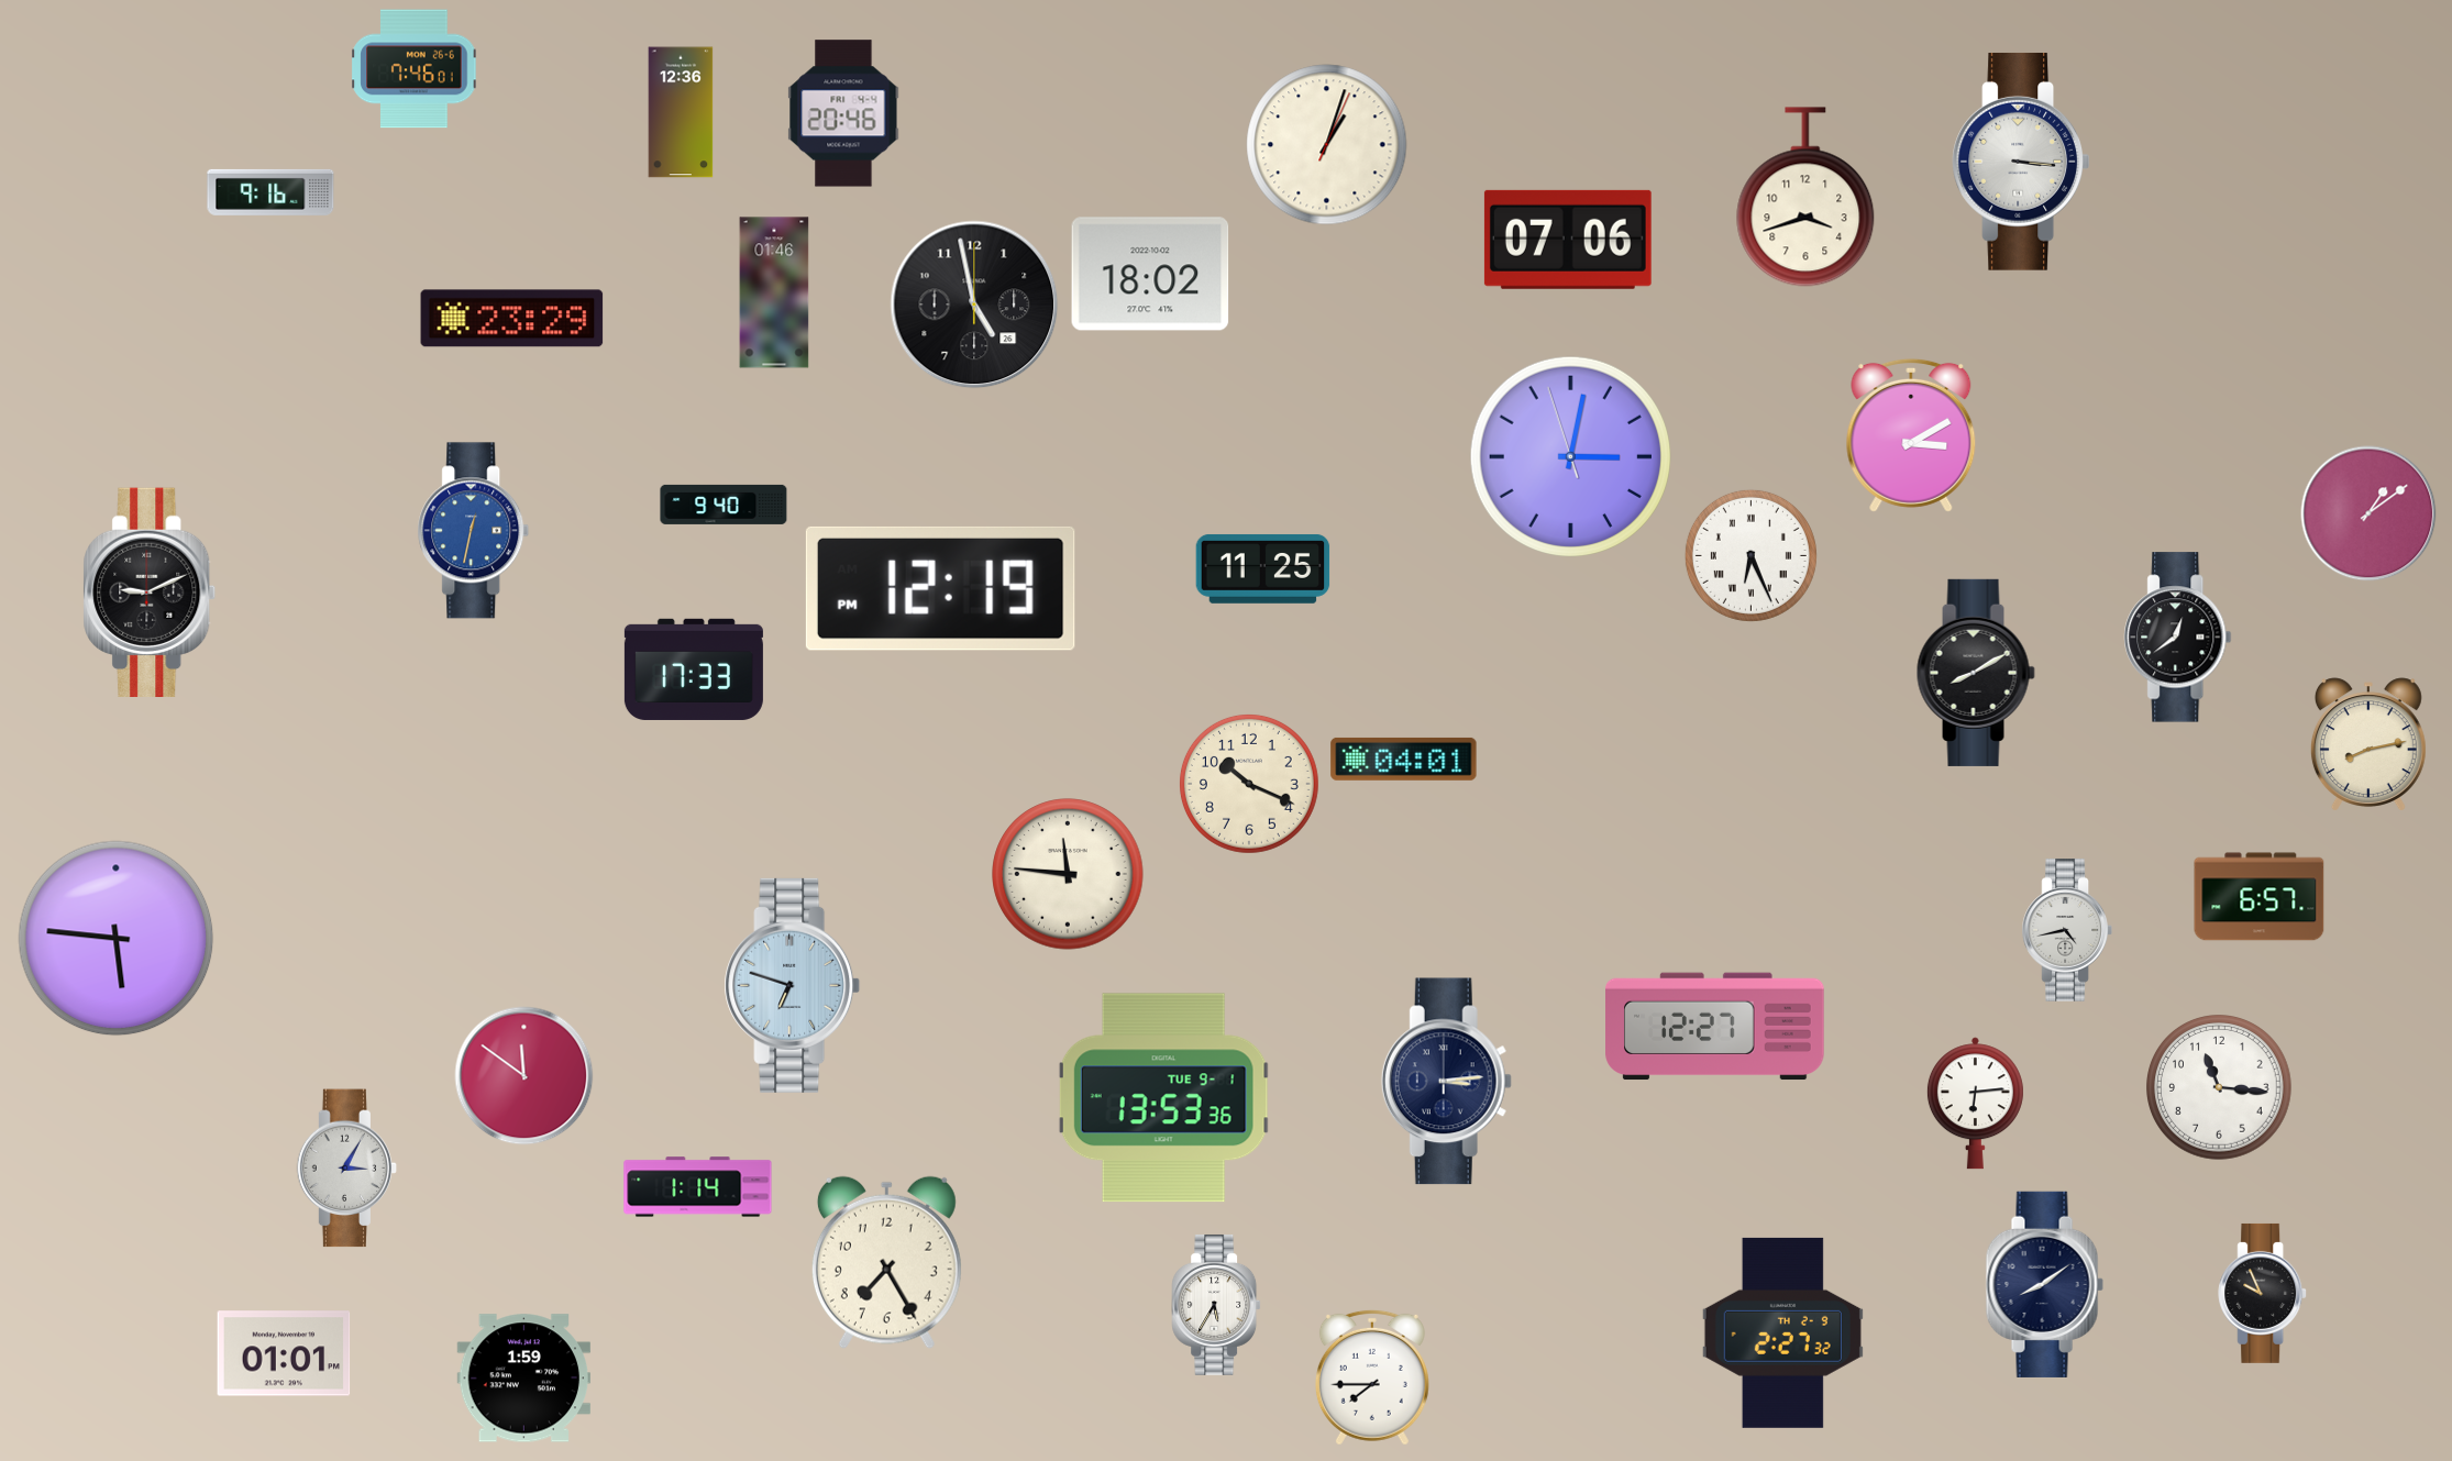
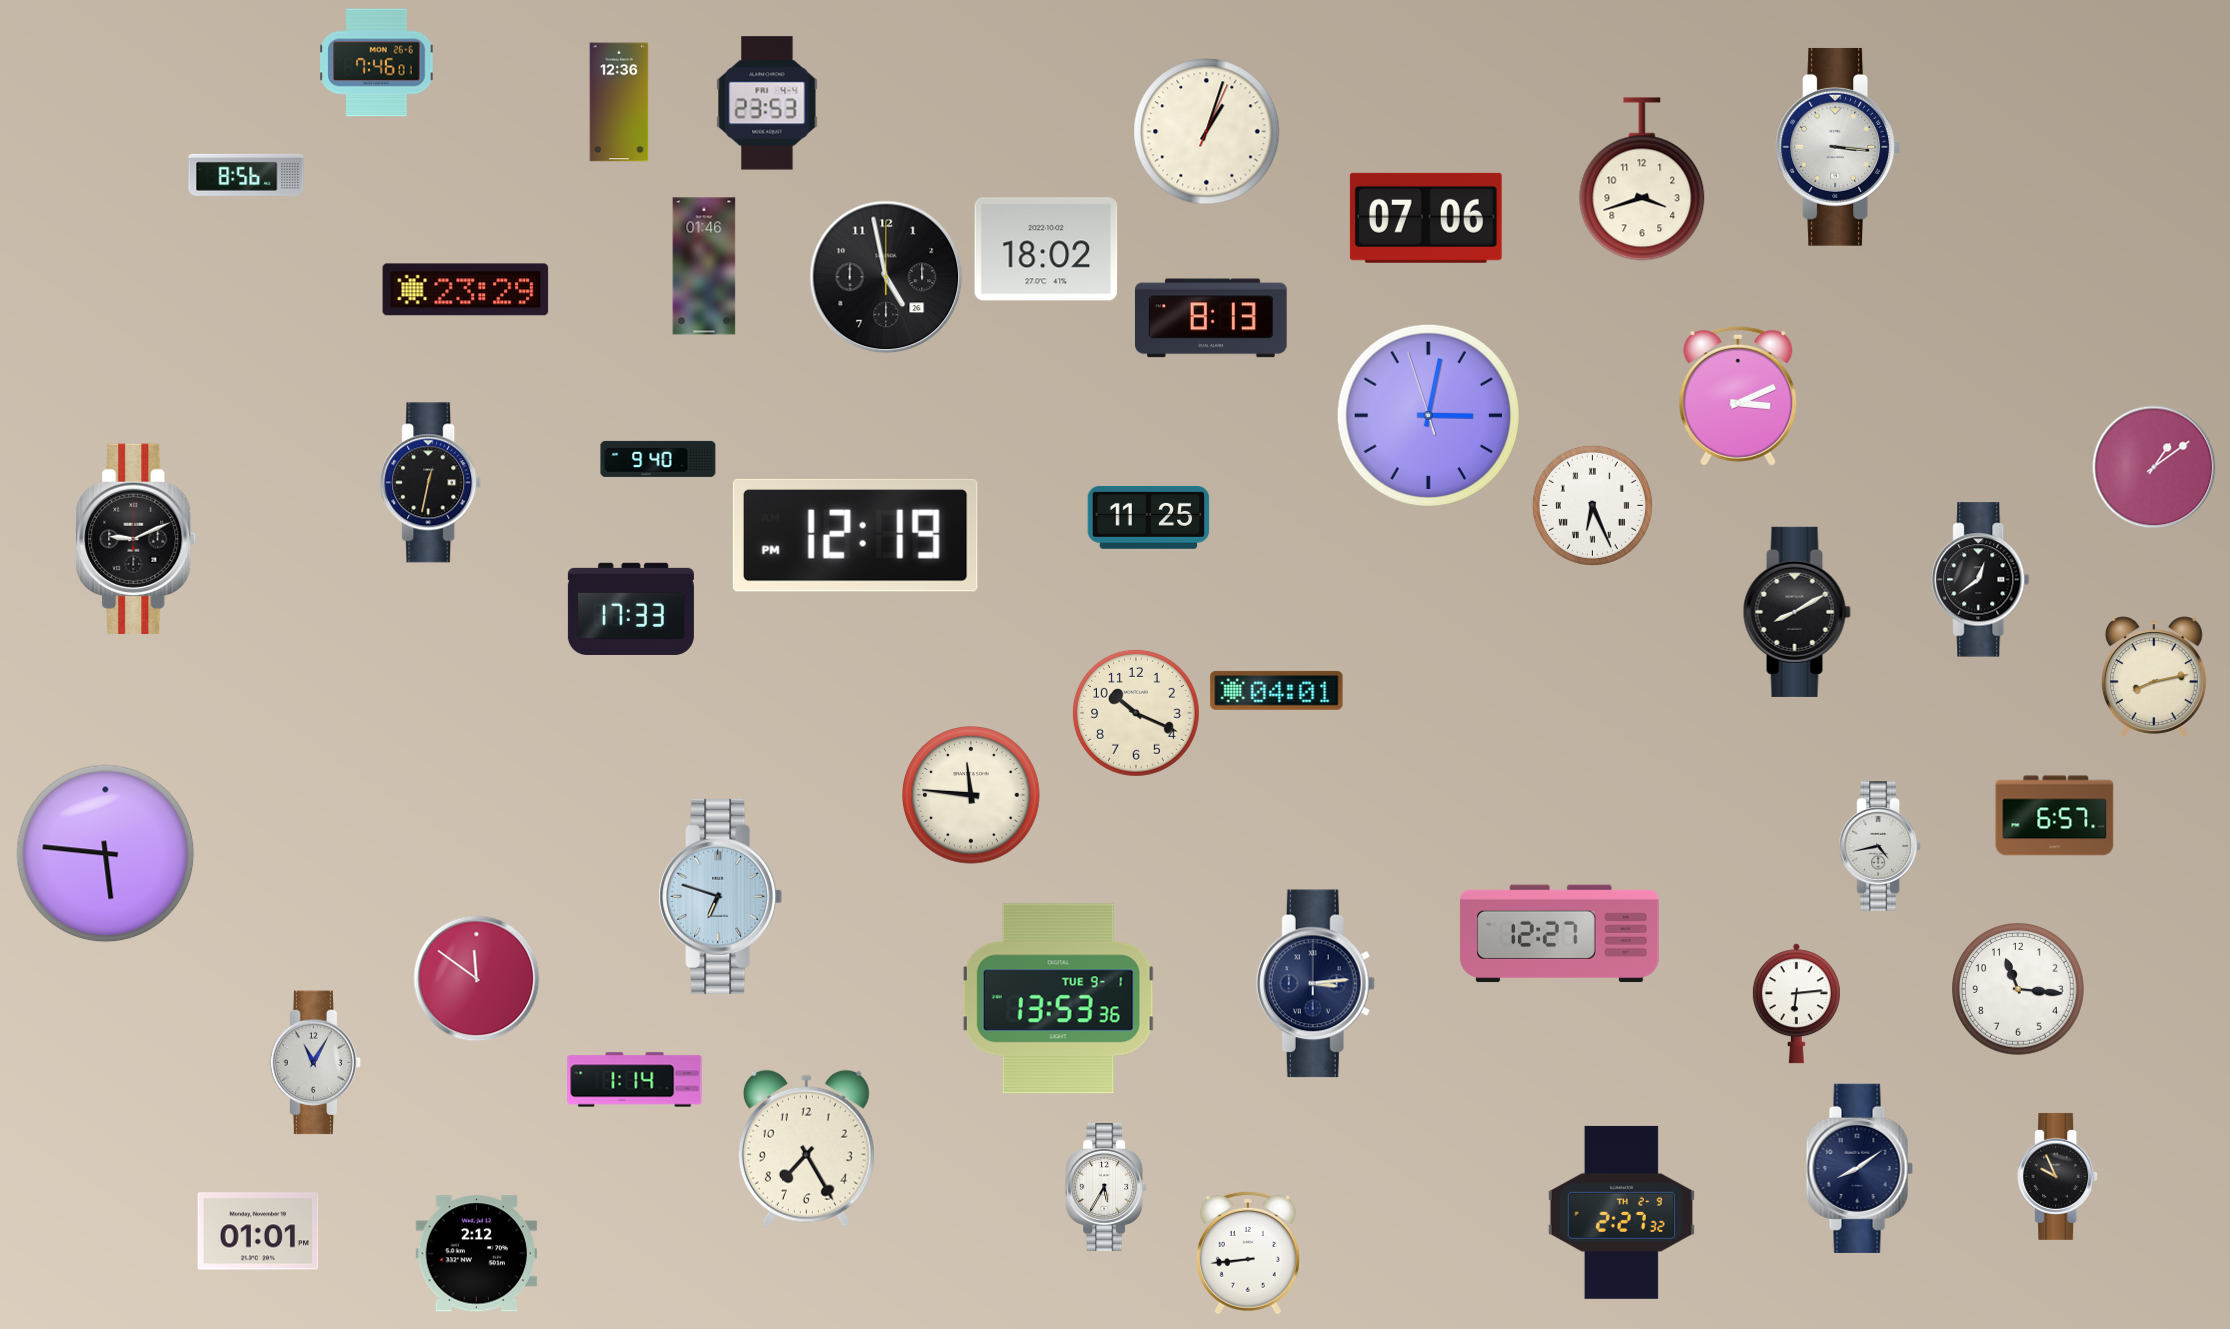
clock at (843, 113): 20:46 -> 23:53
clock at (270, 192): 9:16 -> 8:56
clock at (1211, 318): none -> 8:13
clock at (1911, 435): 3:10 -> 3:11
clock at (474, 531) dial: blue -> black
clock at (347, 1169): 3:05 -> 11:05
clock at (1372, 1377): 7:45 -> 8:44
clock at (524, 1379): 1:59 -> 2:12
